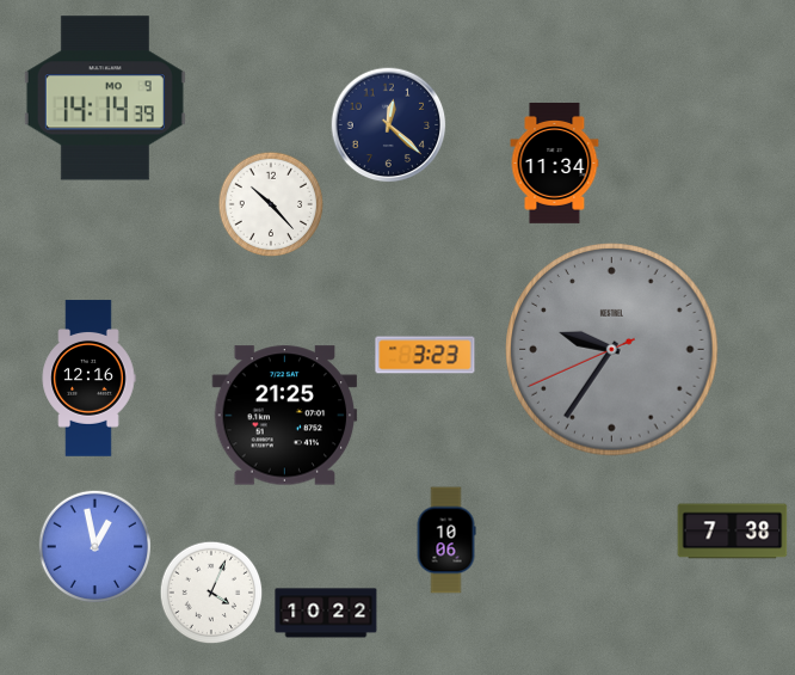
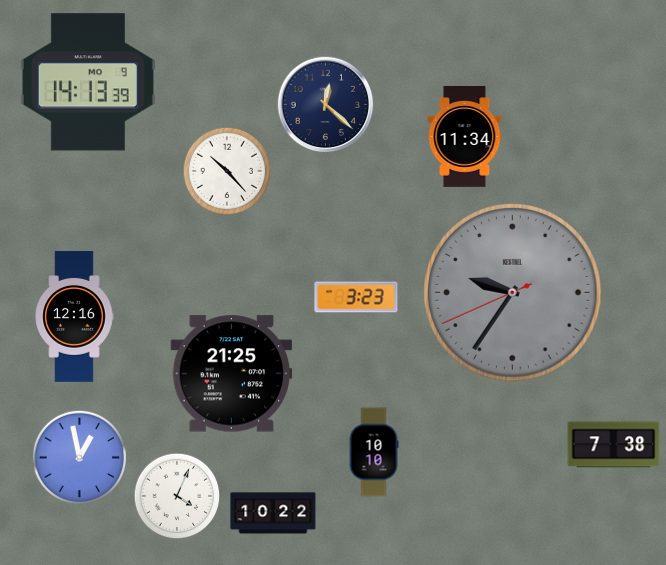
clock at (105, 98): 14:14 -> 14:13
clock at (285, 416) position: (285, 416) -> (232, 374)
clock at (446, 540): 10:06 -> 10:10
